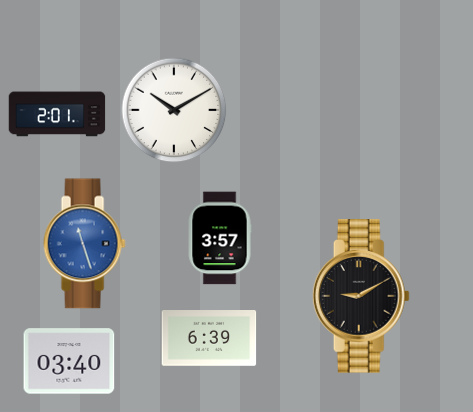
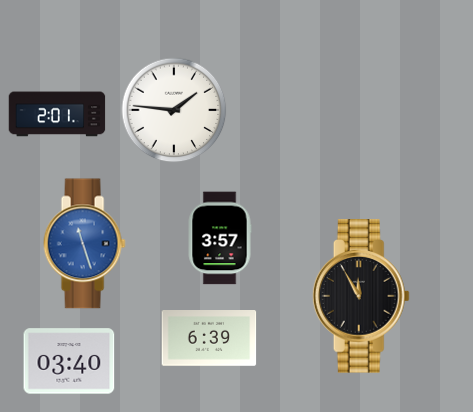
clock at (174, 110): 10:10 -> 1:46
clock at (361, 296): 9:10 -> 11:55
